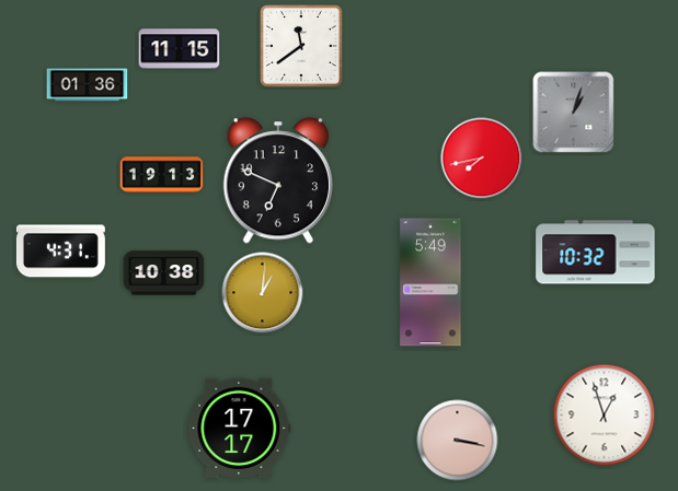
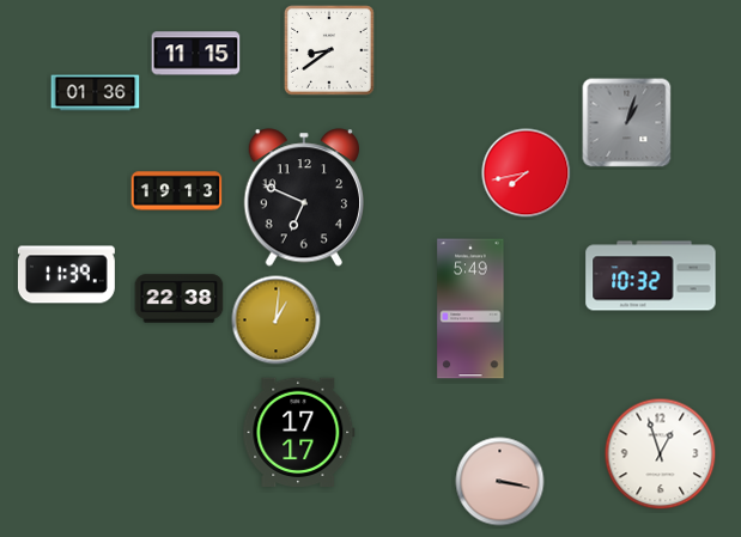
clock at (301, 46): 11:39 -> 8:39
clock at (60, 252): 4:31 -> 11:39
clock at (164, 273): 10:38 -> 22:38
clock at (263, 293) position: (263, 293) -> (277, 321)
clock at (240, 428) position: (240, 428) -> (299, 432)
